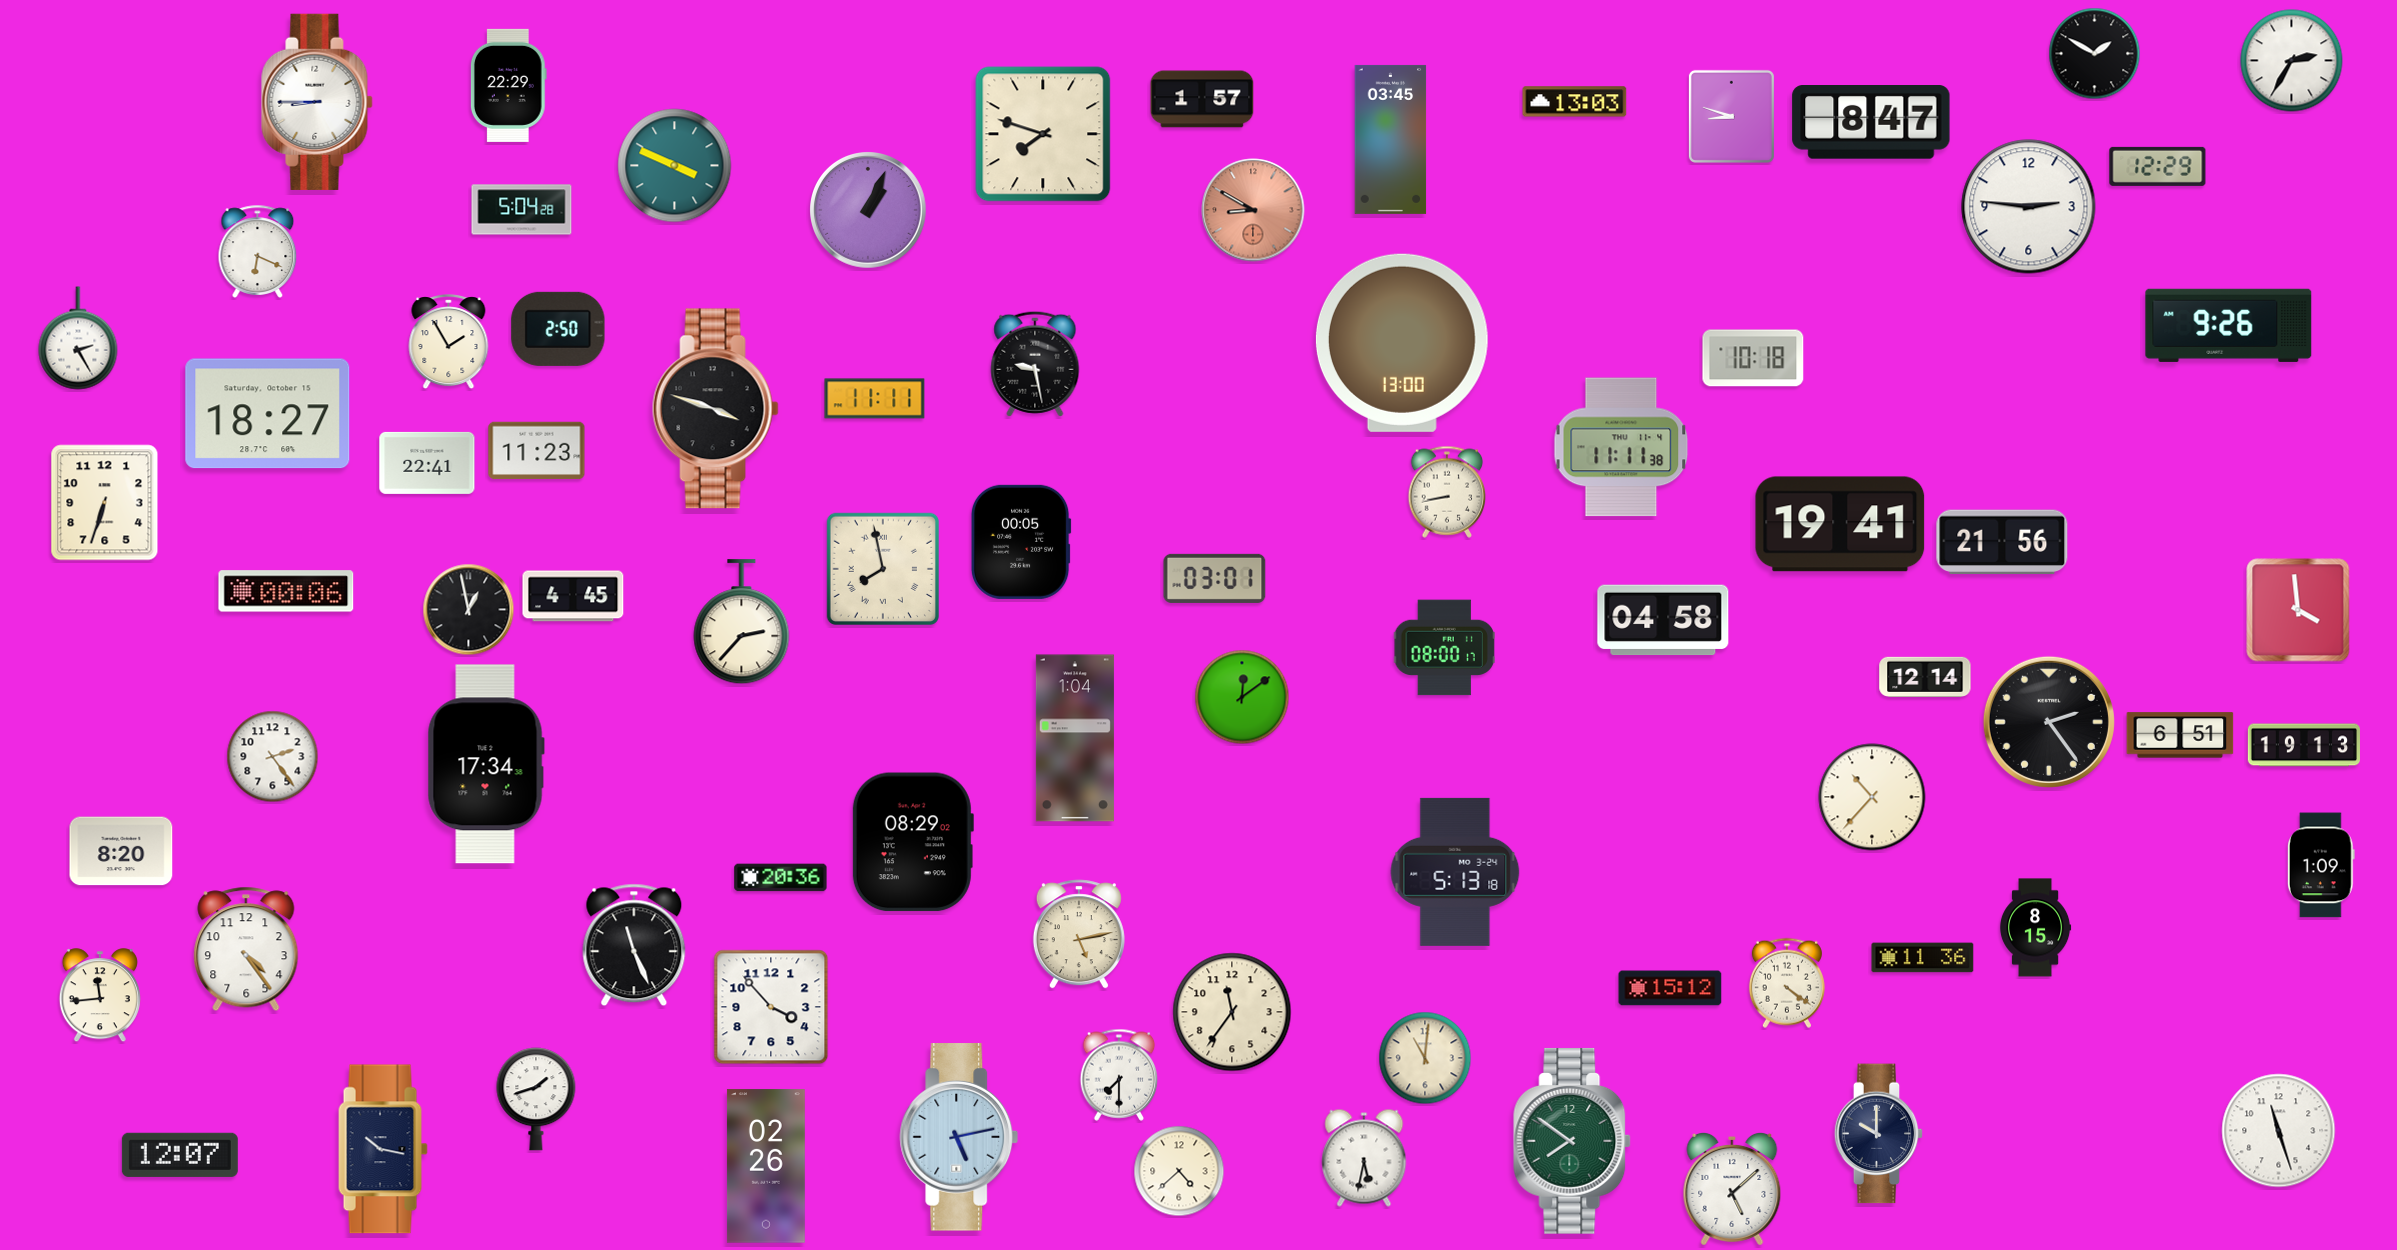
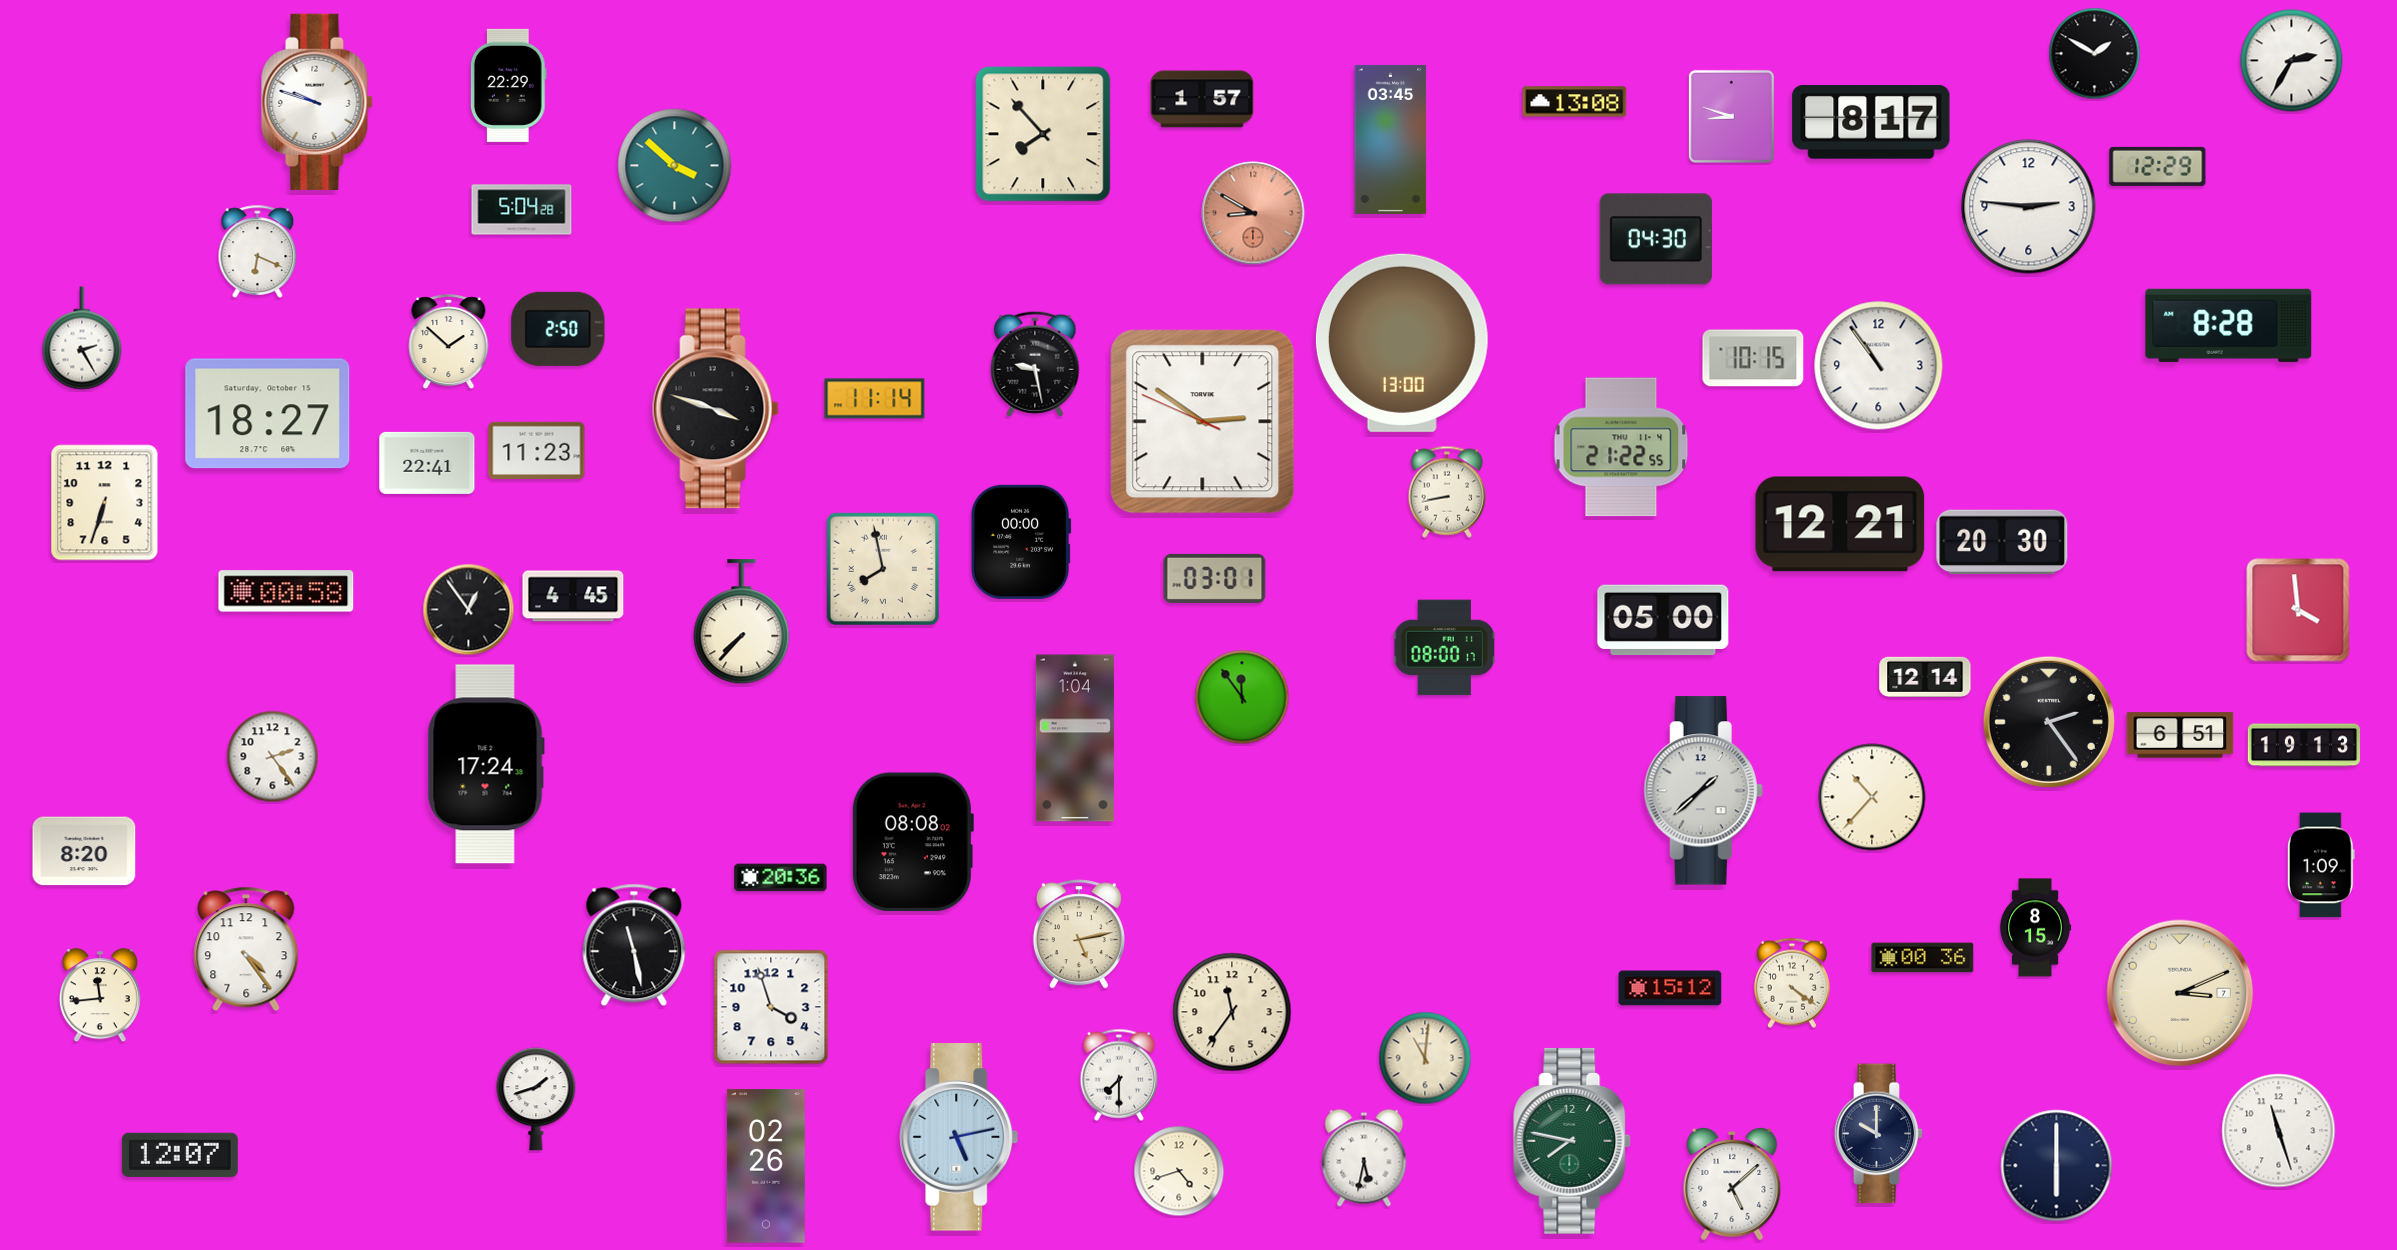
clock at (317, 102): 8:45 -> 9:48
clock at (1575, 102): 13:03 -> 13:08
clock at (1871, 123): 8:47 -> 8:17
clock at (1043, 134): 7:48 -> 7:53
clock at (675, 166): 3:49 -> 3:52
clock at (1253, 210) position: (1253, 210) -> (1253, 213)
clock at (869, 211): 1:04 -> none
clock at (1656, 239): none -> 04:30
clock at (2229, 325): 9:26 -> 8:28
clock at (78, 338) position: (78, 338) -> (82, 338)
clock at (449, 342): 1:55 -> 1:52
clock at (1753, 358): 10:18 -> 10:15
clock at (1879, 366): none -> 10:54
clock at (875, 399): 11:11 -> 11:14
clock at (1203, 422): none -> 2:50
clock at (1621, 447): 11:11 -> 21:22
clock at (1840, 524): 19:41 -> 12:21
clock at (1021, 542): 00:05 -> 00:00
clock at (2002, 542): 21:56 -> 20:30
clock at (286, 591): 00:06 -> 00:58
clock at (469, 610): 12:58 -> 12:54
clock at (1663, 620): 04:58 -> 05:00
clock at (742, 622): 2:37 -> 7:37
clock at (1242, 697): 12:09 -> 11:54
clock at (486, 764): 17:34 -> 17:24
clock at (1703, 791): none -> 1:38
clock at (912, 842): 08:29 -> 08:08
clock at (121, 851) position: (121, 851) -> (84, 851)
clock at (1455, 872): 5:13 -> none
clock at (634, 945): 11:26 -> 11:28
clock at (1923, 958): 11:36 -> 00:36
clock at (1787, 983) position: (1787, 983) -> (1792, 983)
clock at (2180, 993): none -> 3:11
clock at (771, 1007): 3:53 -> 3:57
clock at (1573, 1141): 7:51 -> 7:47
clock at (383, 1149): 10:17 -> none
clock at (2057, 1166): none -> 6:00
clock at (1179, 1171): 4:38 -> 4:42
clock at (1732, 1189) position: (1732, 1189) -> (1732, 1184)
